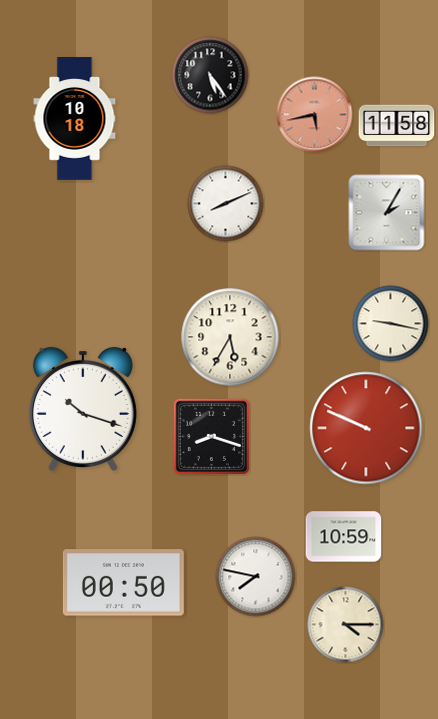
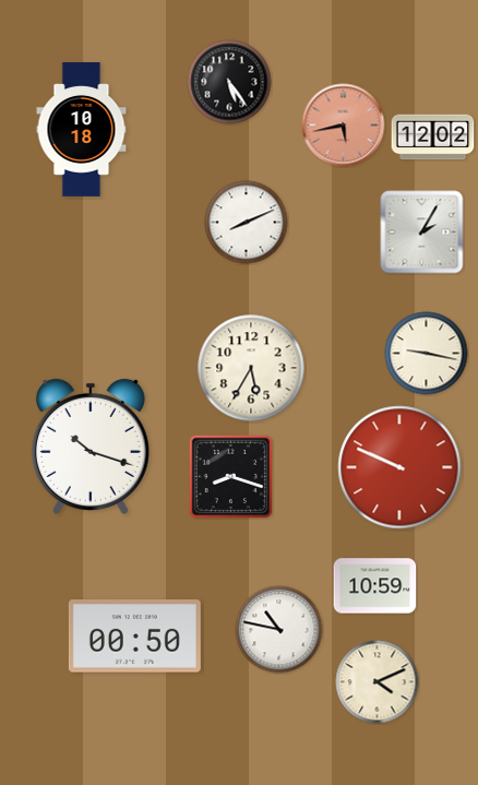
clock at (397, 126): 11:58 -> 12:02
clock at (256, 577): 7:47 -> 10:47
clock at (346, 625): 4:15 -> 4:11
